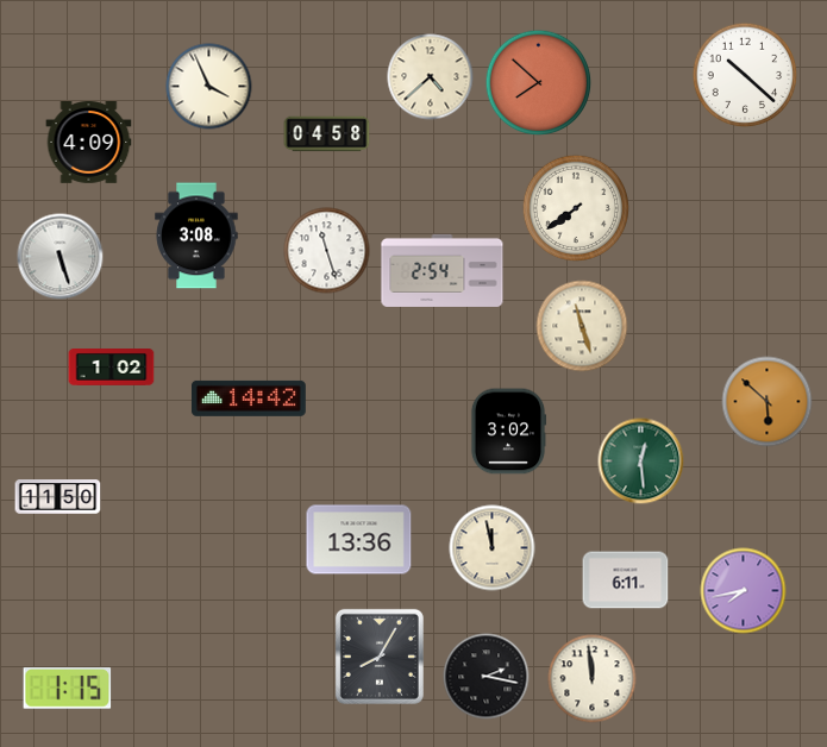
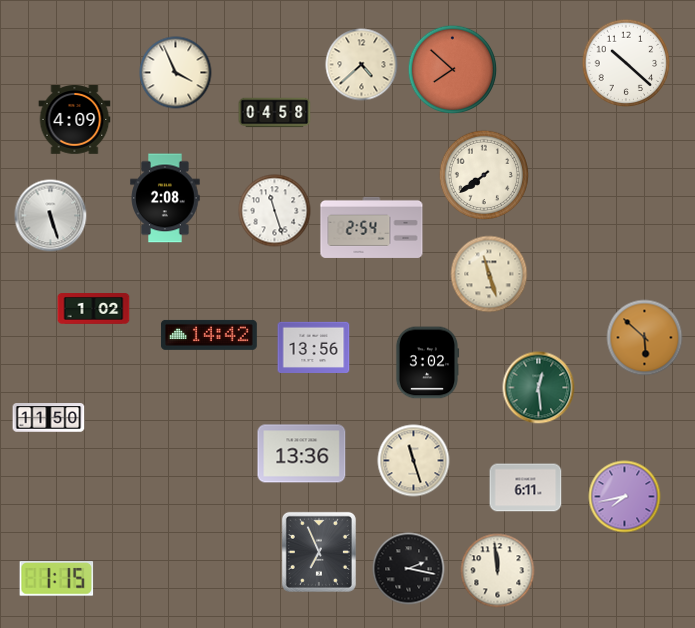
clock at (196, 236): 3:08 -> 2:08
clock at (314, 347): none -> 13:56
clock at (493, 548): 11:58 -> 11:27
clock at (380, 657): 8:05 -> 6:56
